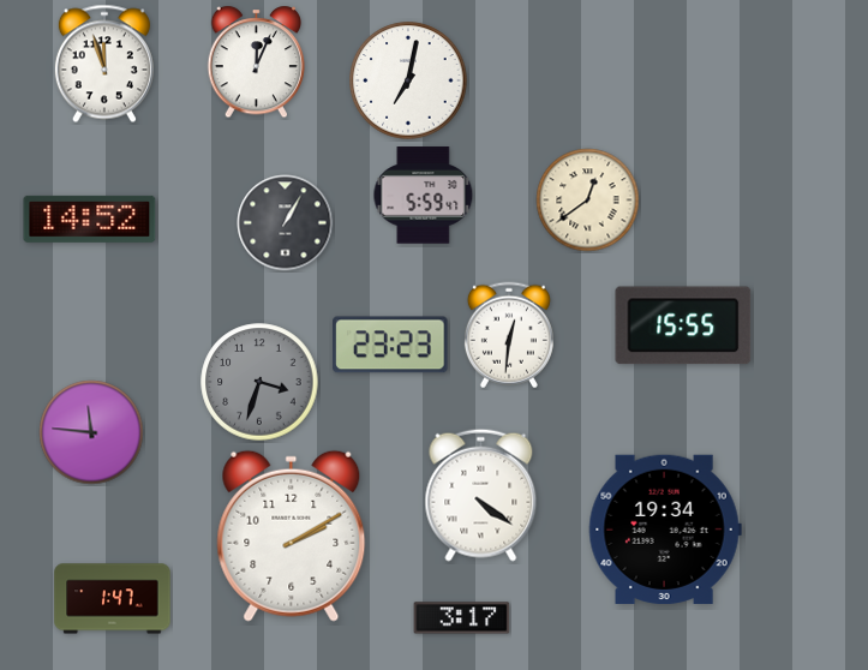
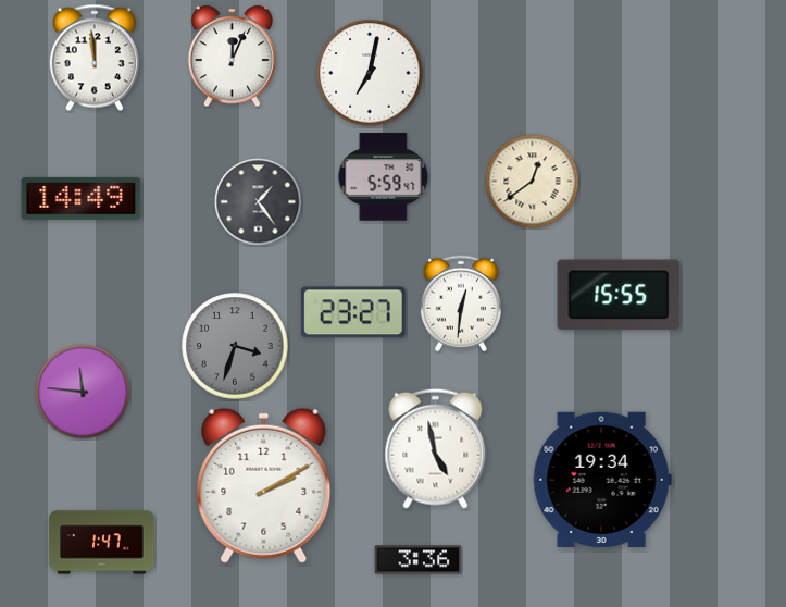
clock at (104, 64): 11:57 -> 11:59
clock at (90, 219): 14:52 -> 14:49
clock at (286, 223): 1:05 -> 1:24
clock at (390, 345): 23:23 -> 23:27
clock at (481, 495): 4:21 -> 4:58
clock at (462, 618): 3:17 -> 3:36
